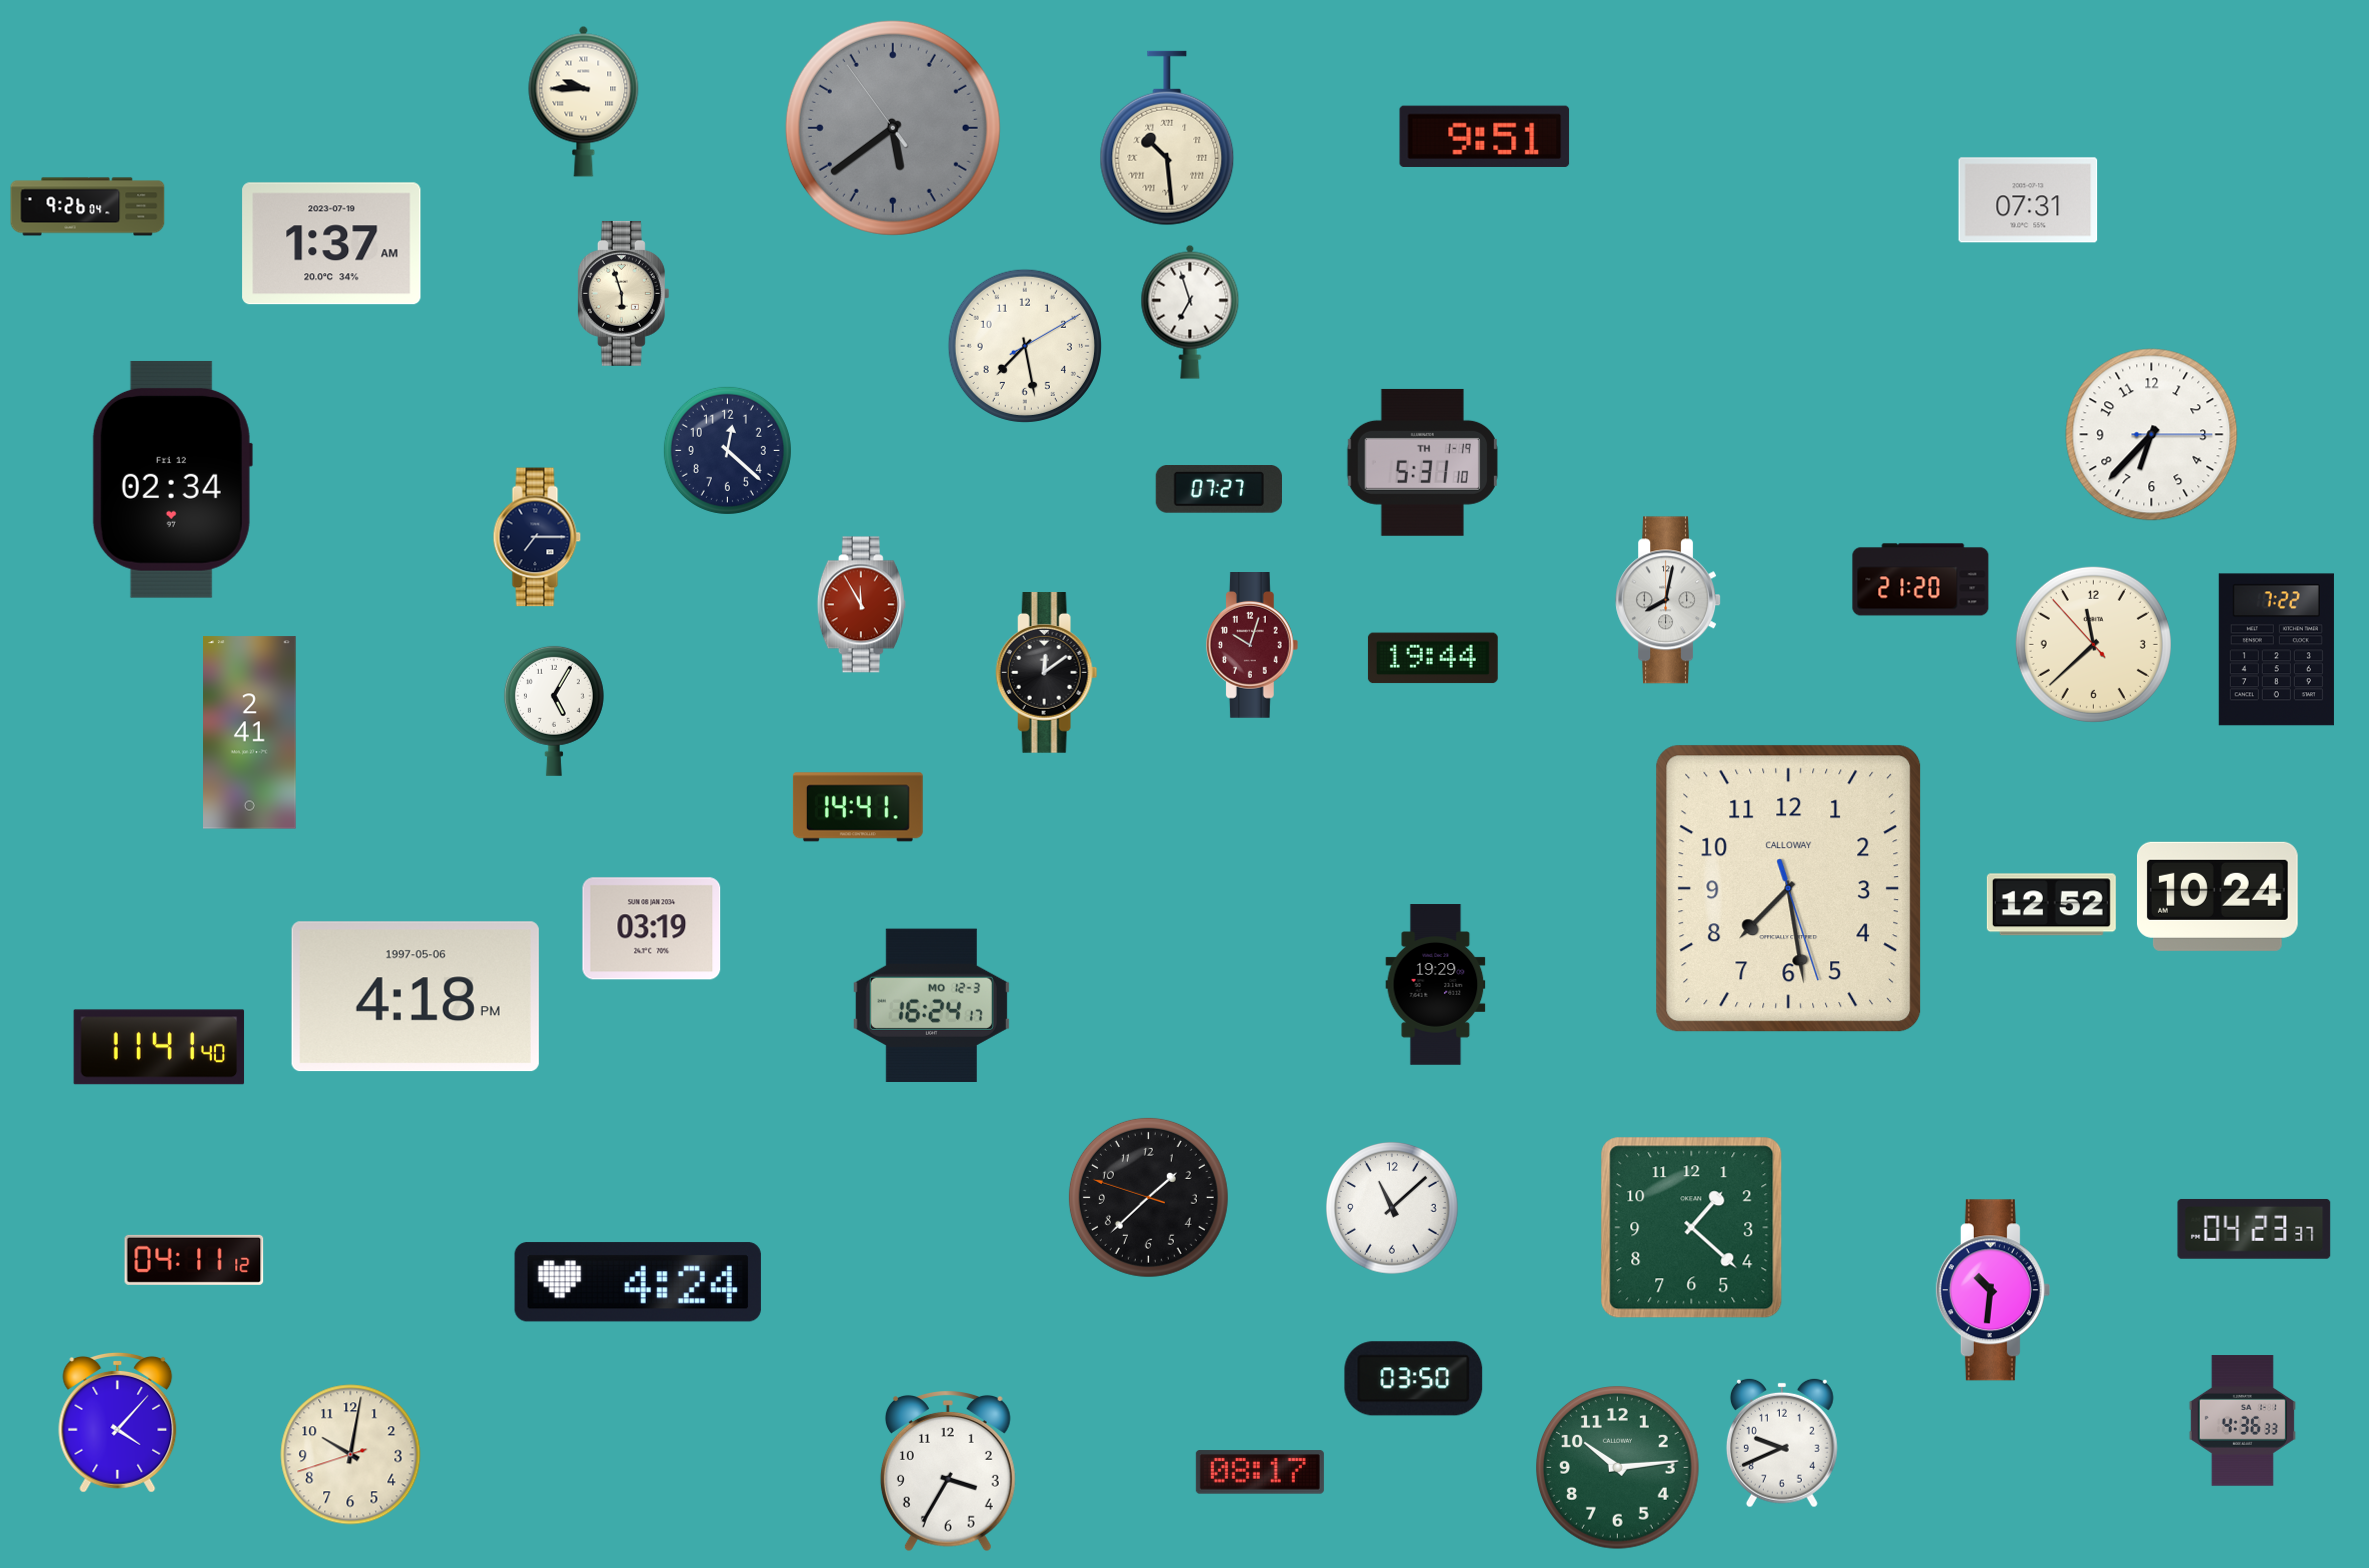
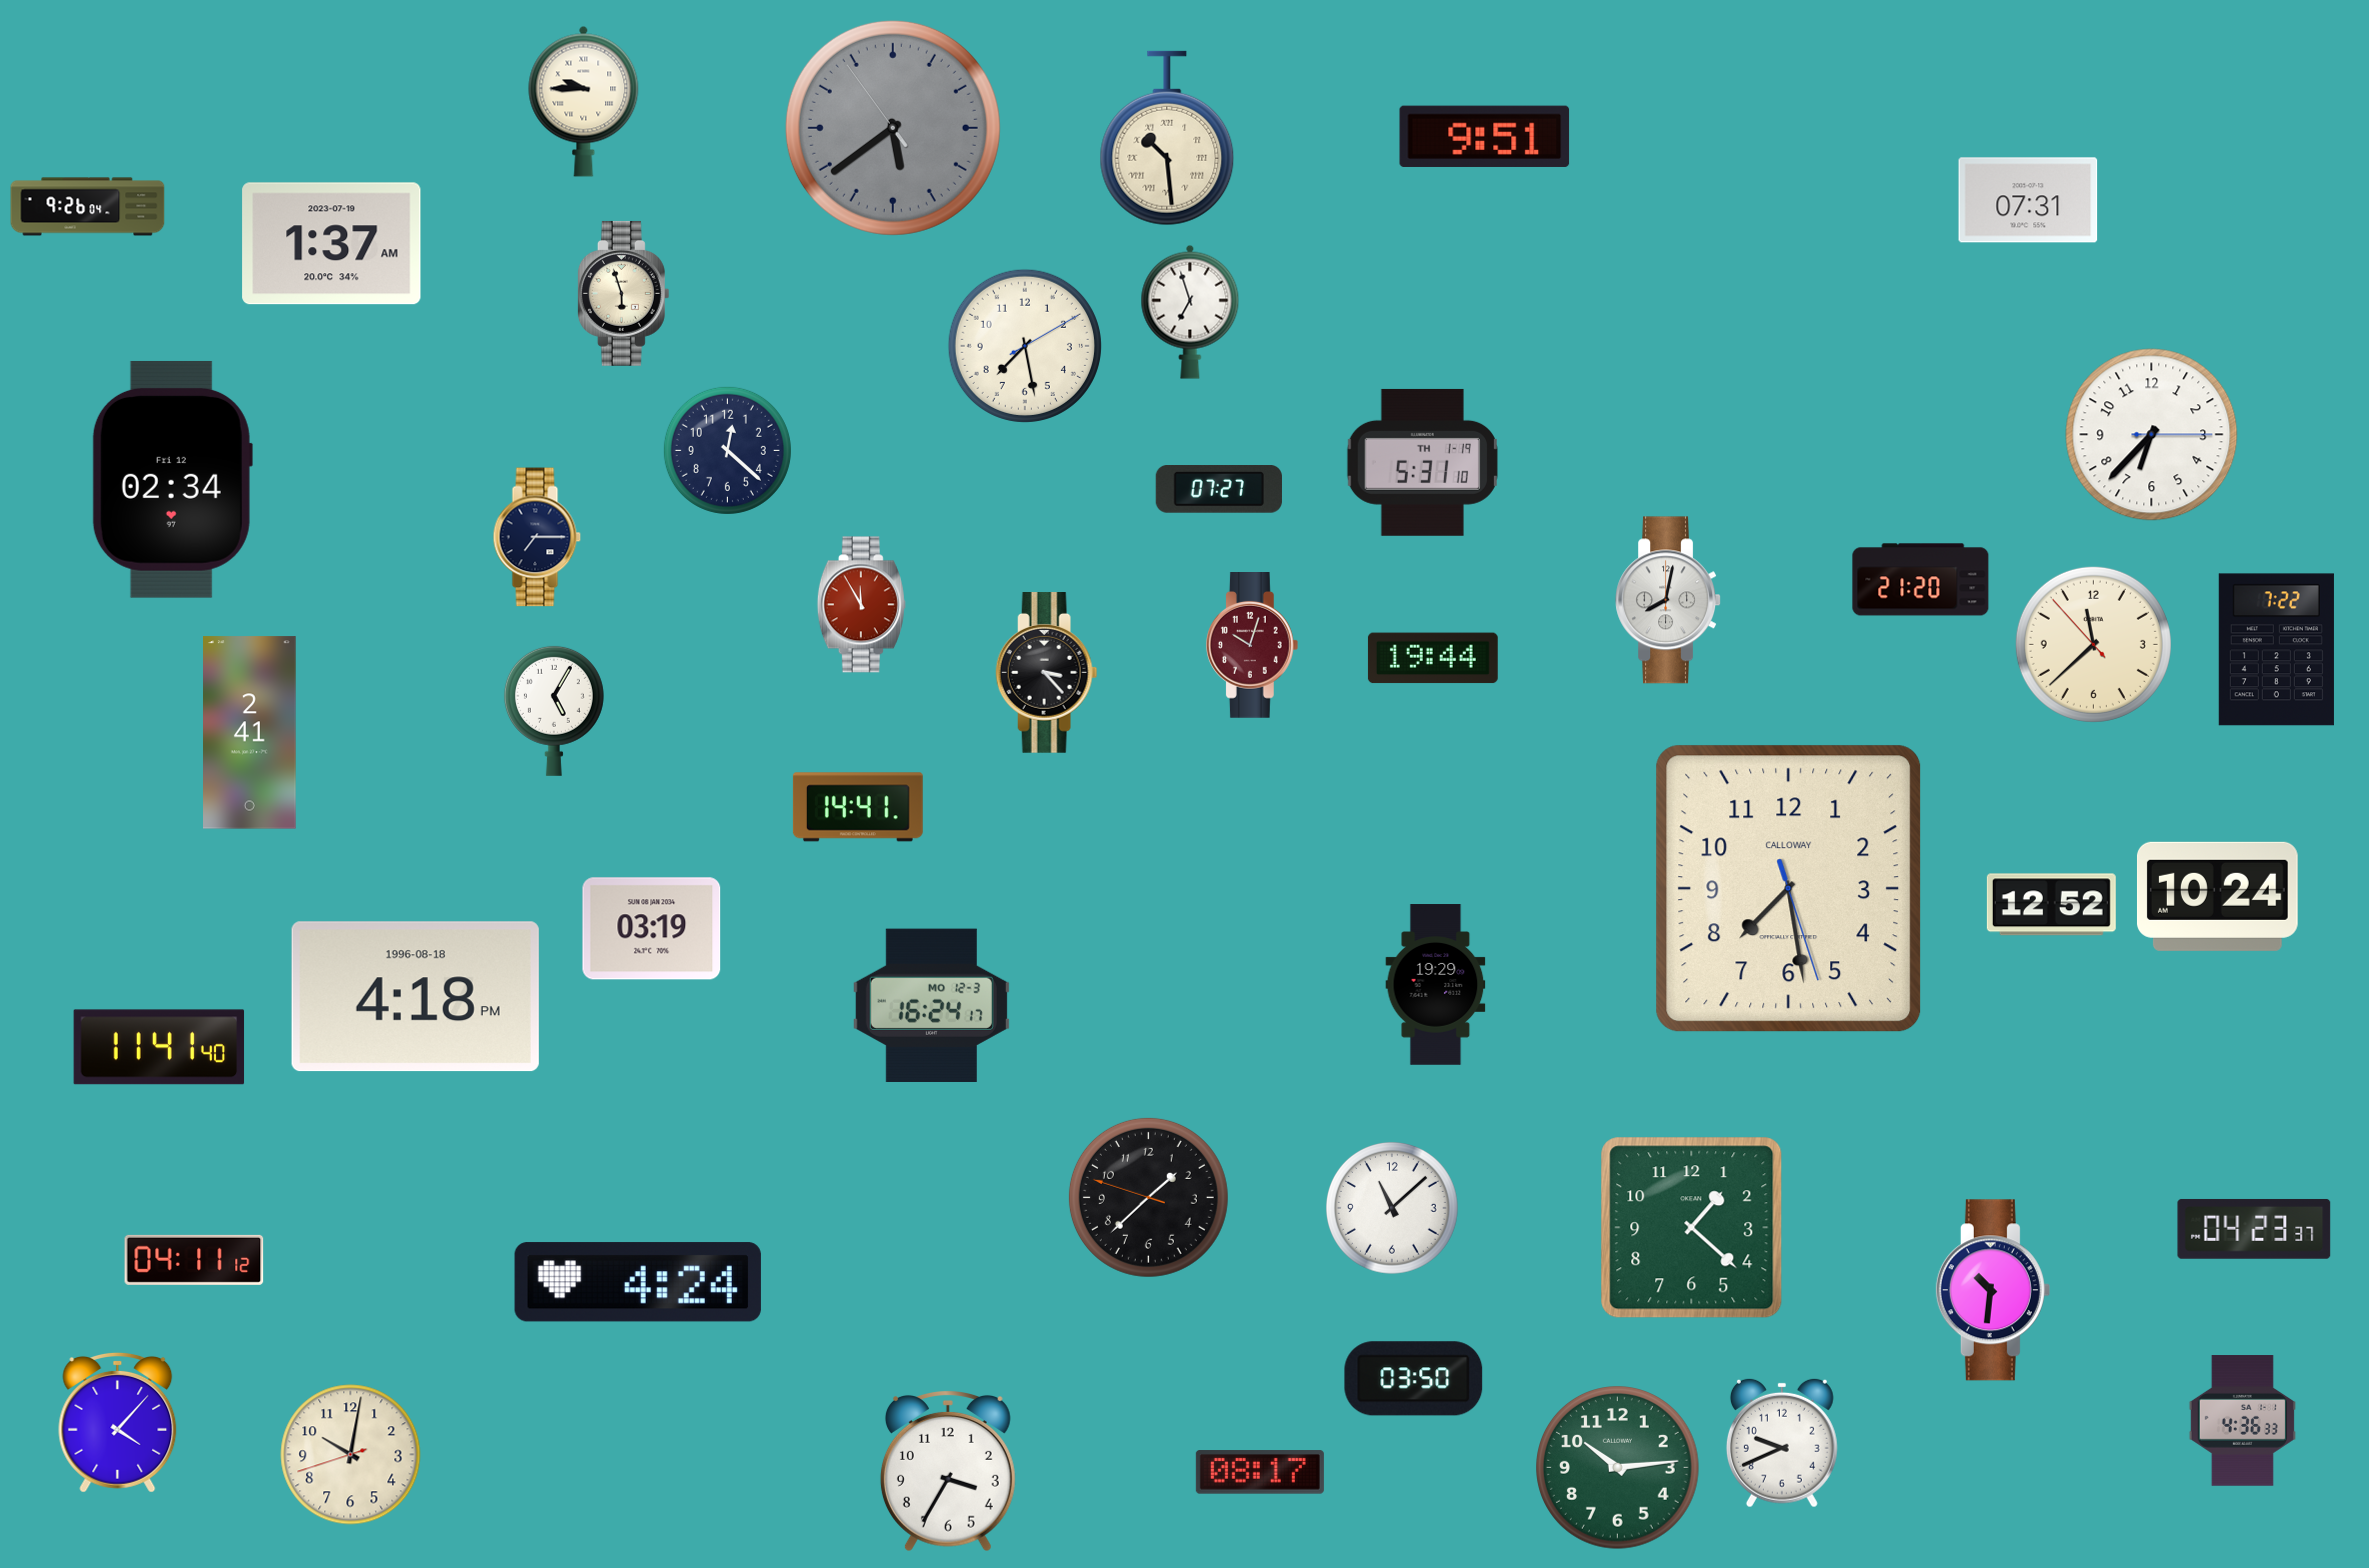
clock at (1047, 673): 12:09 -> 3:23
clock at (415, 997) date: 1997-05-06 -> 1996-08-18
